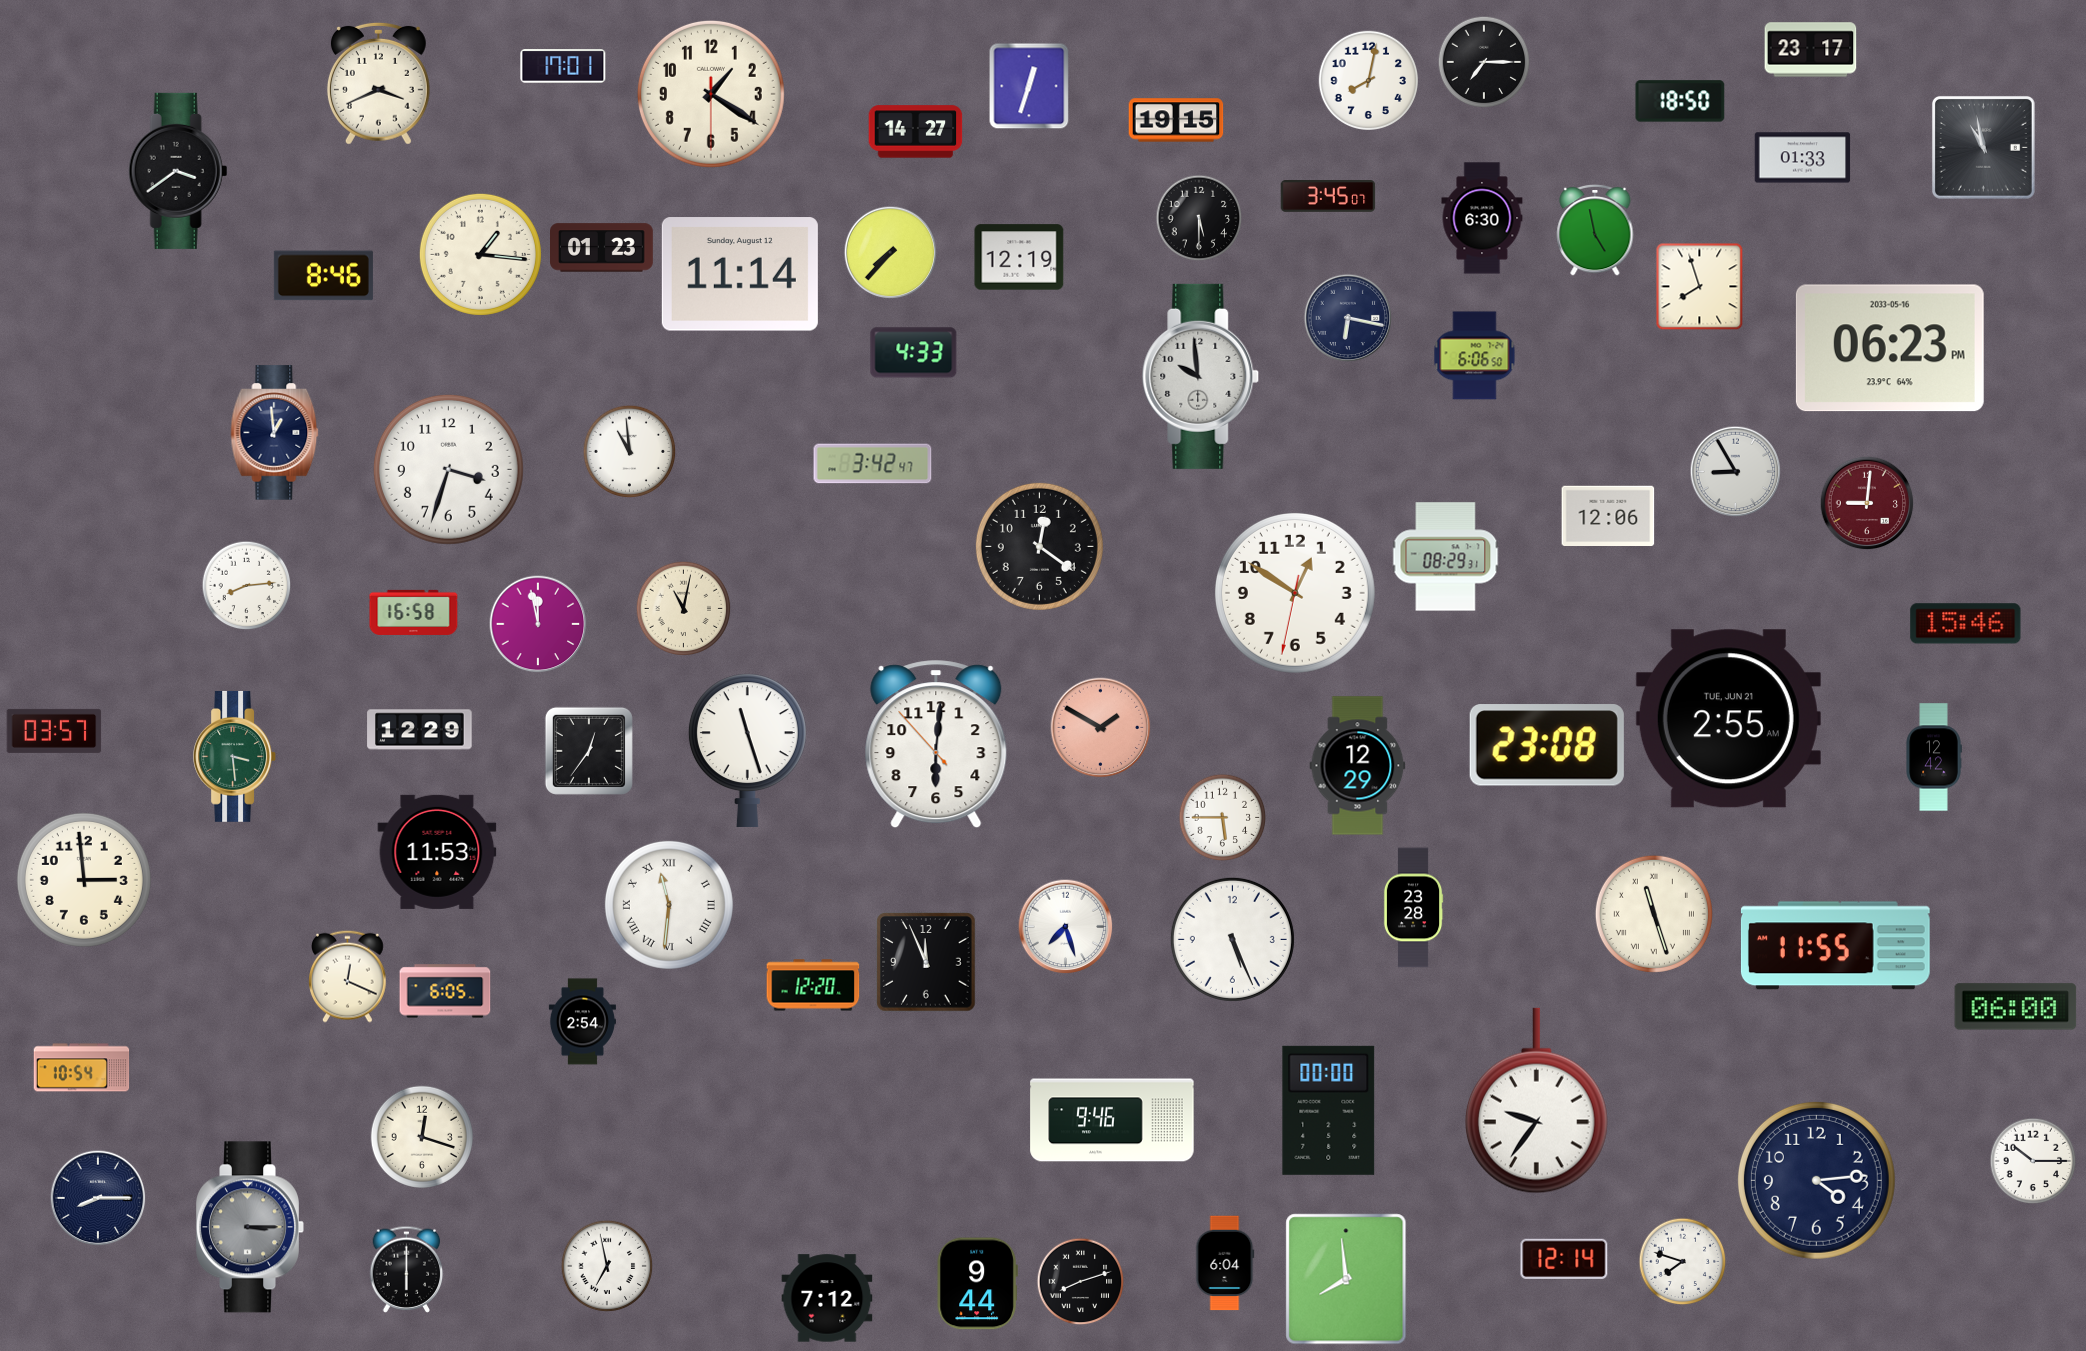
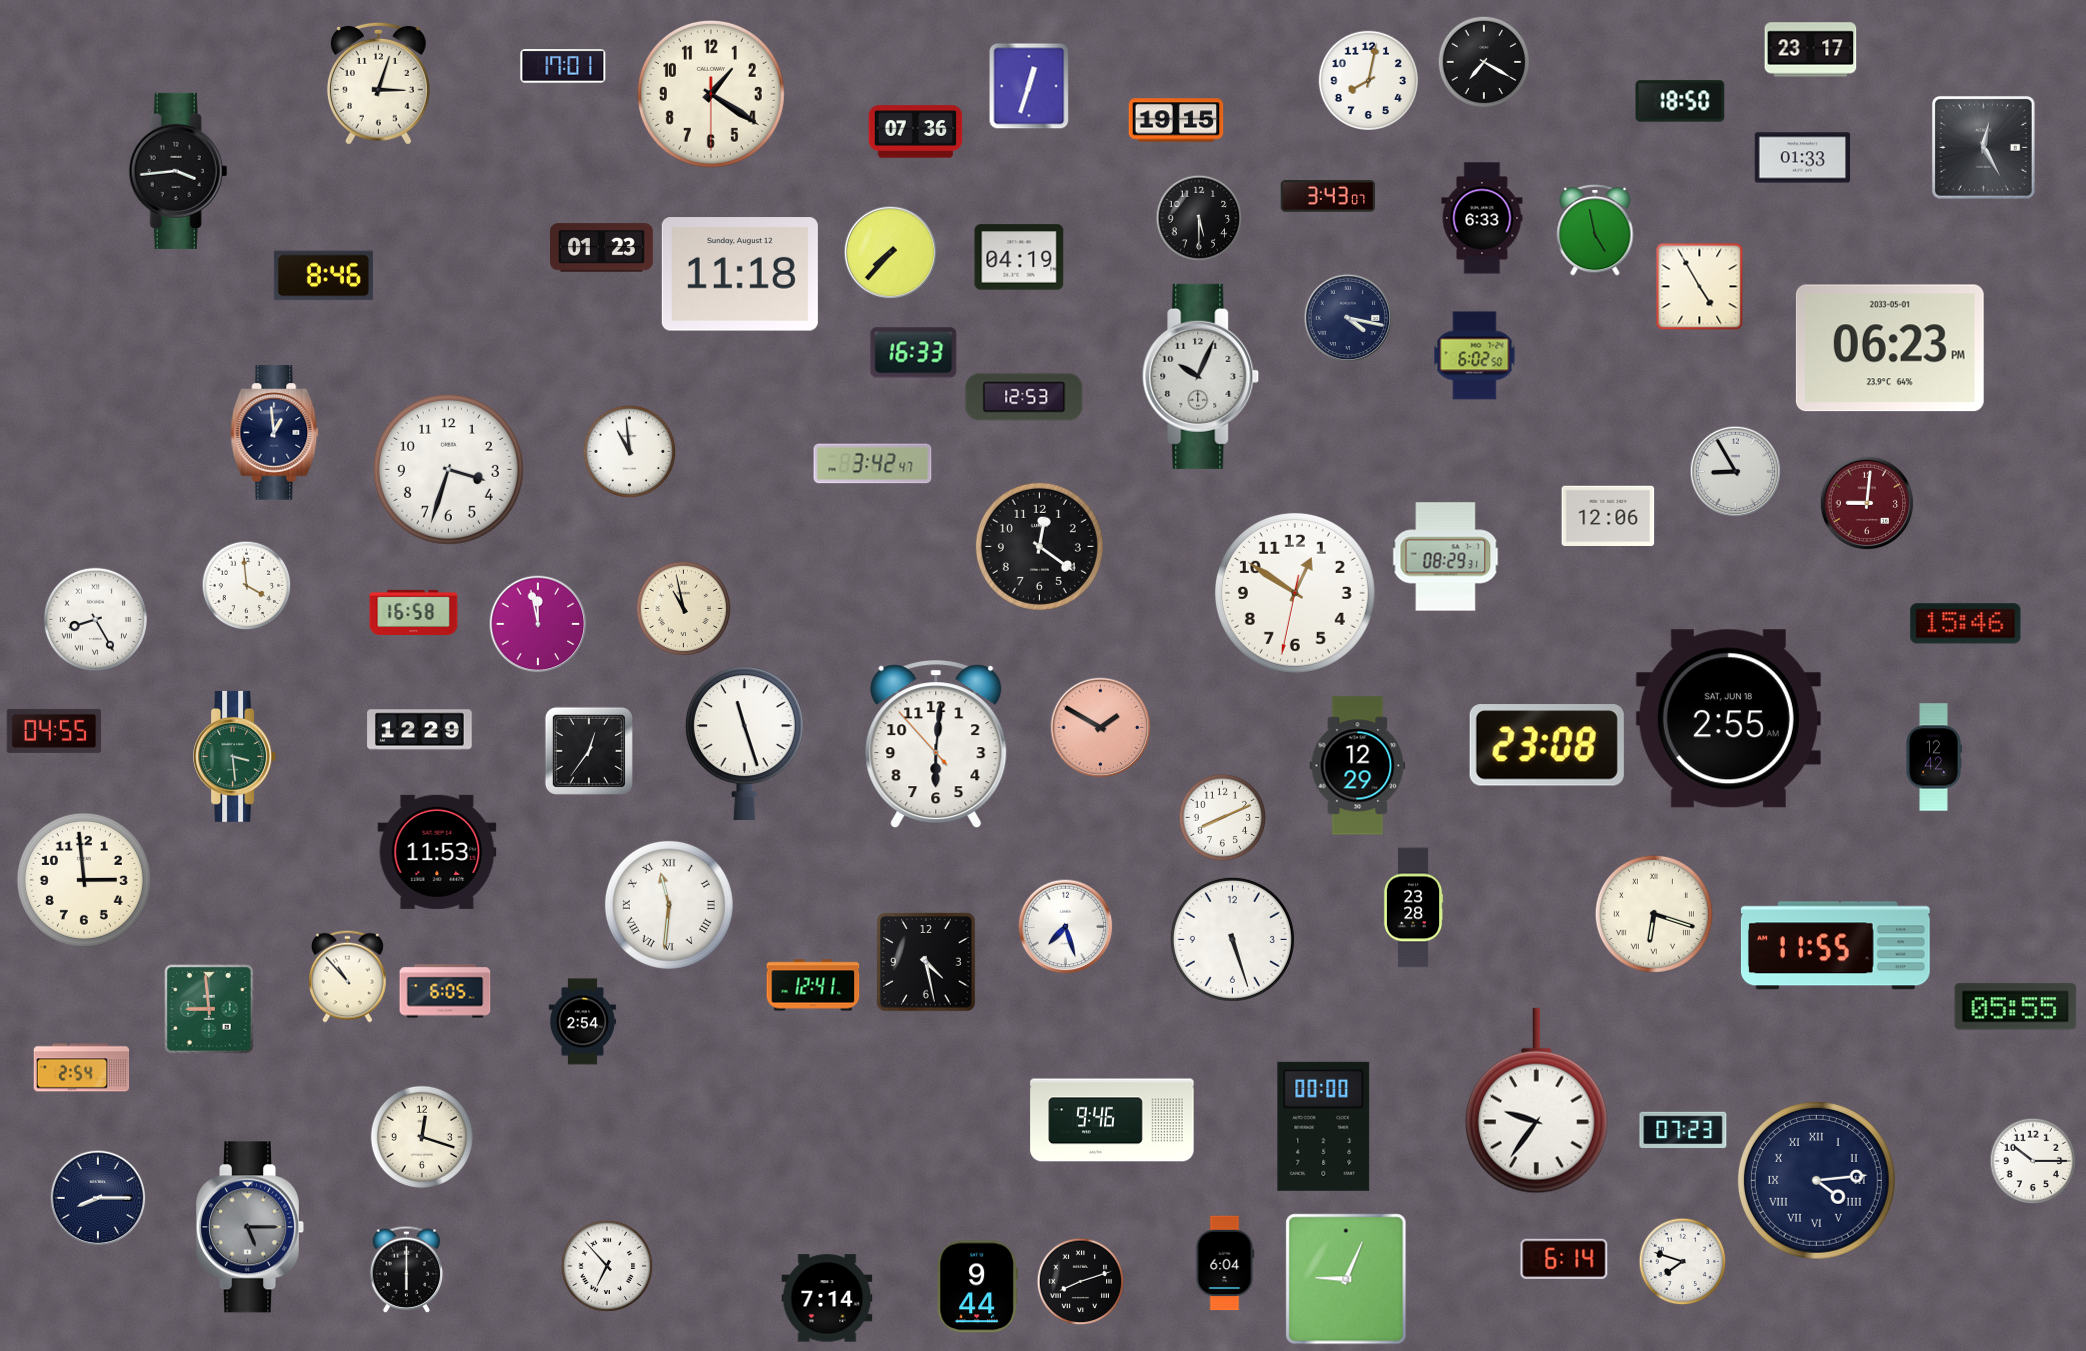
clock at (1484, 62): 7:15 -> 7:20
clock at (378, 83): 3:41 -> 3:03
clock at (916, 132): 14:27 -> 07:36
clock at (1983, 147): 10:58 -> 12:25
clock at (178, 171): 3:39 -> 3:44
clock at (1328, 197): 3:45 -> 3:43
clock at (1482, 218): 6:30 -> 6:33
clock at (480, 254): 1:16 -> none
clock at (1019, 257): 12:19 -> 04:19
clock at (740, 274): 11:14 -> 11:18
clock at (1700, 287): 7:57 -> 4:55
clock at (1348, 318): 6:17 -> 4:17
clock at (1890, 348) date: 2033-05-16 -> 2033-05-01
clock at (914, 353): 4:33 -> 16:33
clock at (1475, 356): 6:06 -> 6:02
clock at (1201, 376): 9:59 -> 10:04
clock at (1024, 397): none -> 12:53
clock at (247, 586): 8:14 -> 3:59
clock at (684, 609): 11:02 -> 10:58
clock at (95, 619): none -> 8:25
clock at (1728, 719) date: TUE, JUN 21 -> SAT, JUN 18
clock at (54, 731): 03:57 -> 04:55
clock at (747, 750) position: (747, 750) -> (744, 743)
clock at (1223, 818): 5:45 -> 8:11
clock at (1654, 914): 11:27 -> 6:18
clock at (1232, 939): 5:26 -> 5:27
clock at (926, 962): 11:56 -> 4:28
clock at (348, 976): 12:19 -> 10:53
clock at (813, 985): 12:20 -> 12:41
clock at (2016, 1007): 06:00 -> 05:55
clock at (209, 1009): none -> 8:59
clock at (82, 1068): 10:54 -> 2:54
clock at (1329, 1110) position: (1329, 1110) -> (1324, 1126)
clock at (1683, 1130): none -> 07:23
clock at (1816, 1180) numerals: Arabic -> Roman
clock at (250, 1227): 3:15 -> 5:15
clock at (1564, 1259): 12:14 -> 6:14
clock at (607, 1266): 6:58 -> 6:53
clock at (1346, 1279): 7:59 -> 9:04
clock at (977, 1284) position: (977, 1284) -> (977, 1287)
clock at (827, 1298): 7:12 -> 7:14
